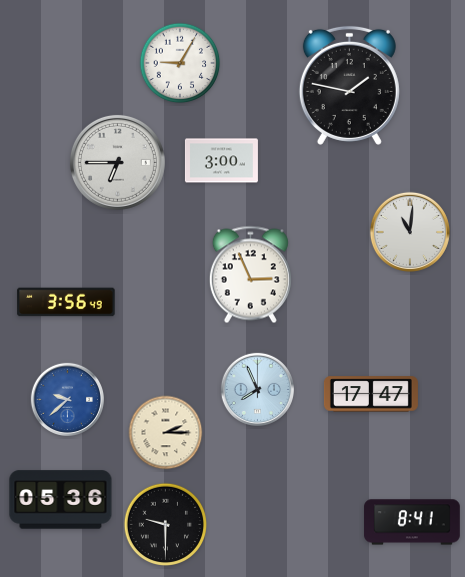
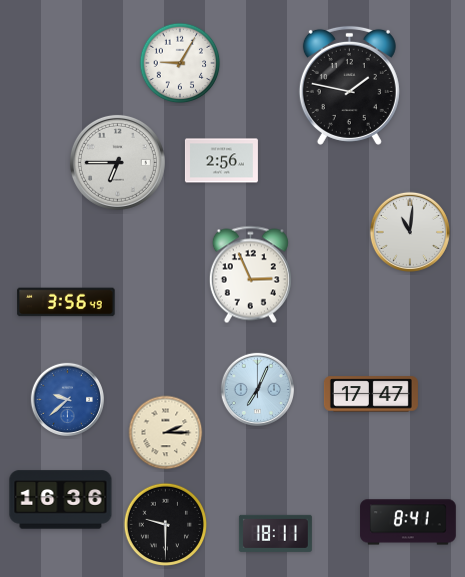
clock at (221, 161): 3:00 -> 2:56
clock at (257, 389): 7:56 -> 7:04
clock at (61, 500): 05:36 -> 16:36
clock at (412, 522) position: (412, 522) -> (408, 522)
clock at (275, 533): none -> 18:11
